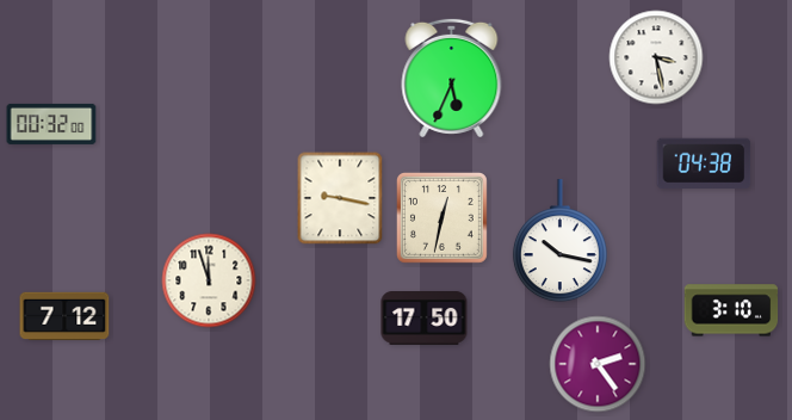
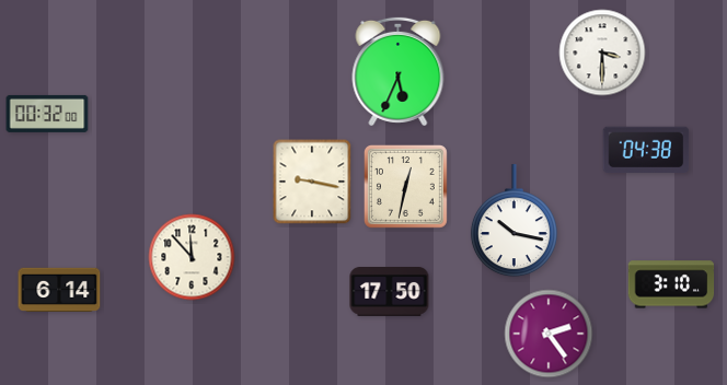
clock at (656, 57): 3:28 -> 3:30
clock at (452, 78) position: (452, 78) -> (399, 71)
clock at (441, 217) position: (441, 217) -> (405, 186)
clock at (209, 280): 11:57 -> 11:53
clock at (64, 315): 7:12 -> 6:14
